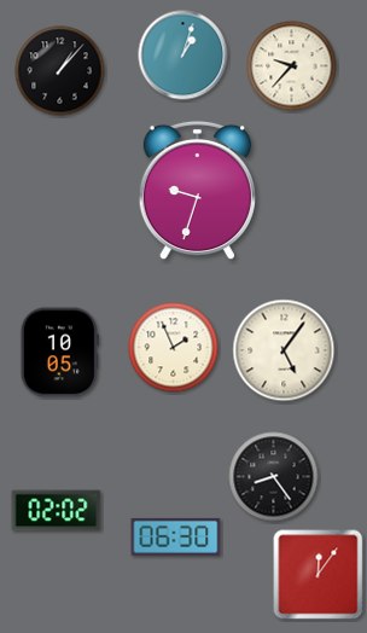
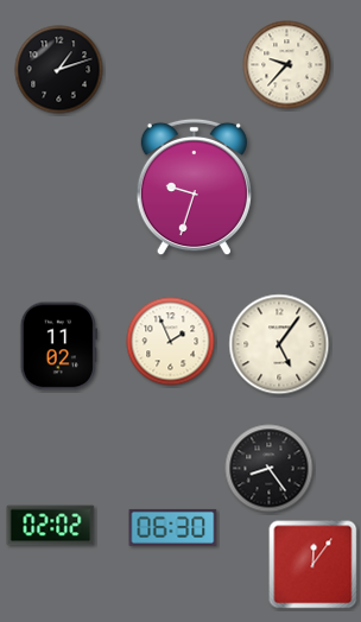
clock at (183, 56): 1:03 -> none
clock at (60, 71): 1:07 -> 1:12
clock at (59, 353): 10:05 -> 11:02
clock at (57, 511) position: (57, 511) -> (51, 526)
